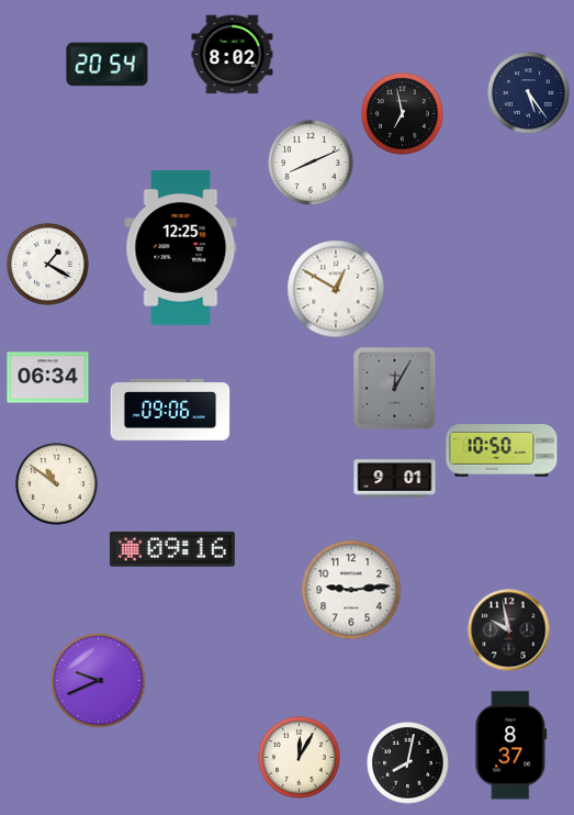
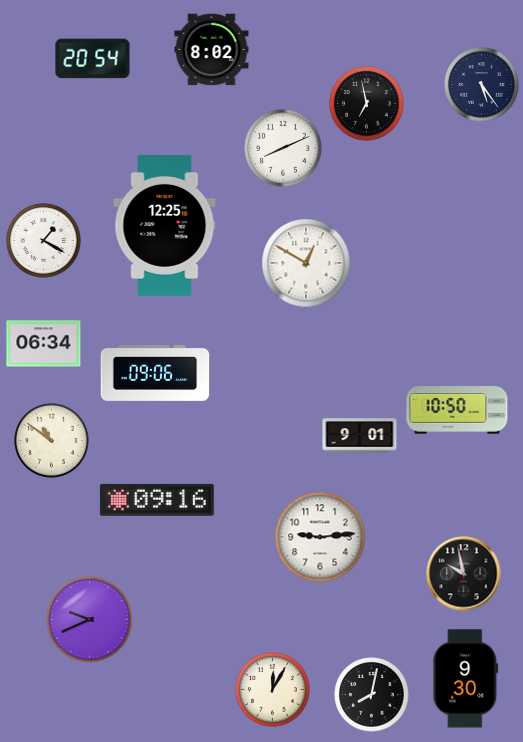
clock at (108, 65) position: (108, 65) -> (93, 59)
clock at (395, 389): 12:05 -> none
clock at (511, 746): 8:37 -> 9:30
